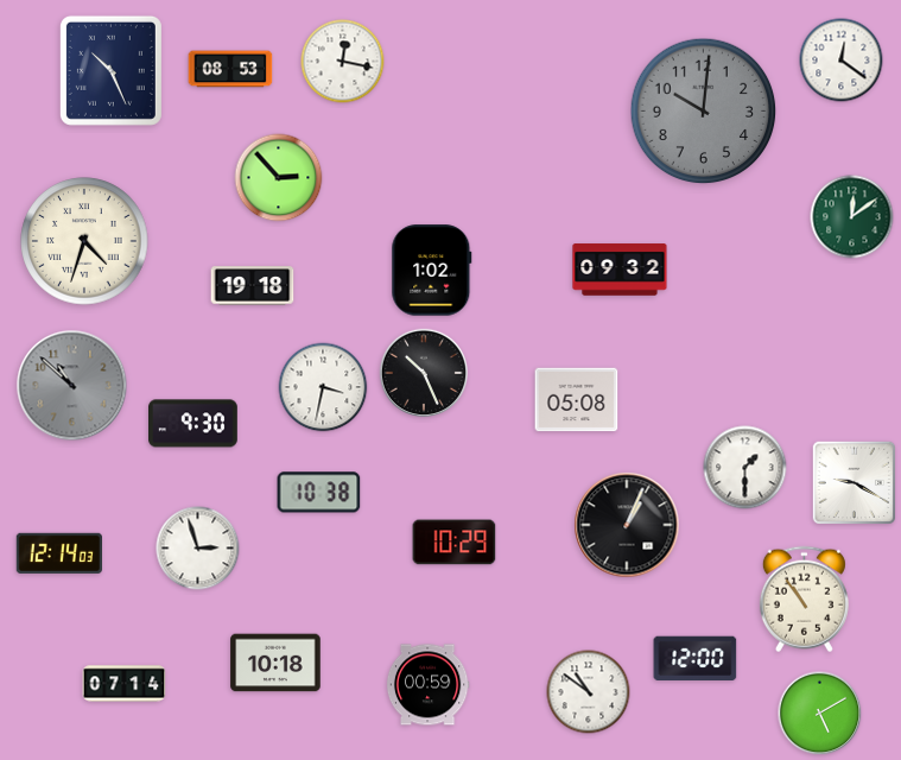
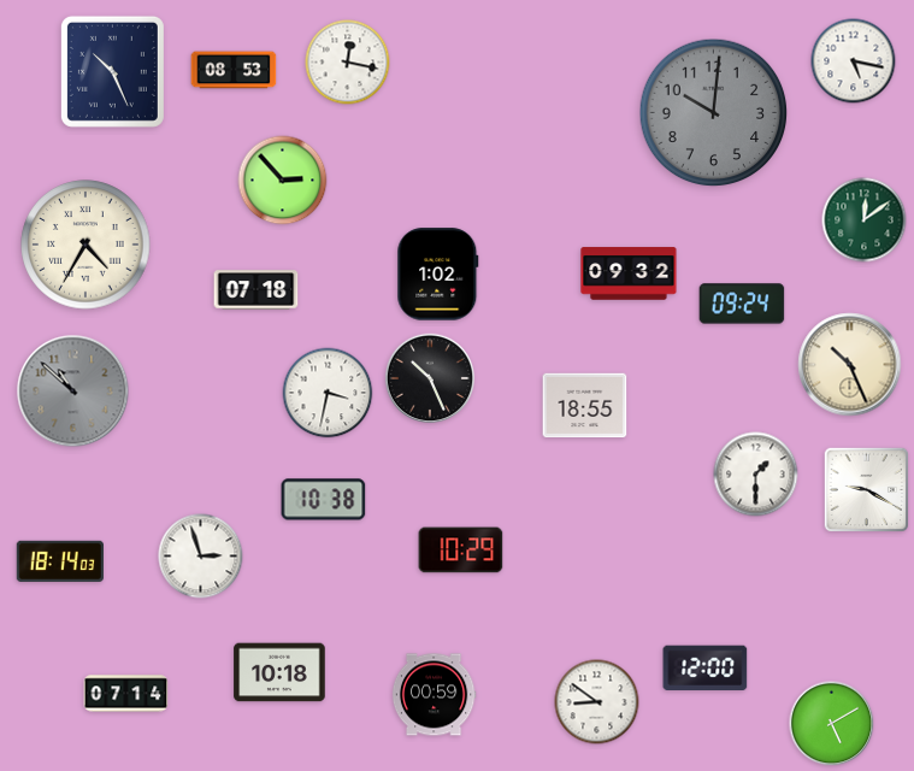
clock at (842, 61): 12:21 -> 5:17
clock at (84, 241): 4:33 -> 4:35
clock at (253, 286): 19:18 -> 07:18
clock at (742, 304): none -> 09:24
clock at (850, 365): none -> 10:26
clock at (577, 400): 05:08 -> 18:55
clock at (193, 424): 9:30 -> none
clock at (627, 525): 1:04 -> none
clock at (59, 553): 12:14 -> 18:14
clock at (804, 600): 10:54 -> none
clock at (589, 692): 10:51 -> 8:51
